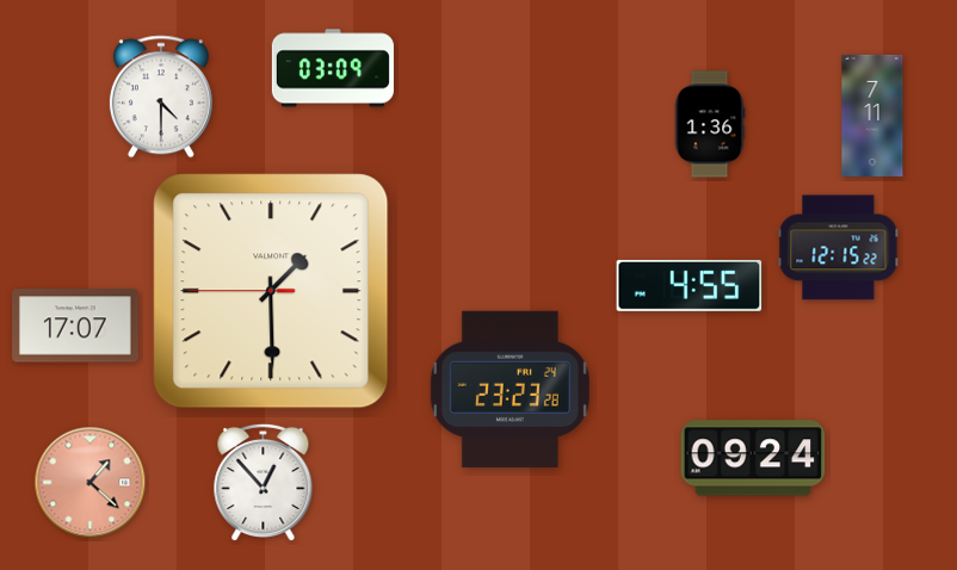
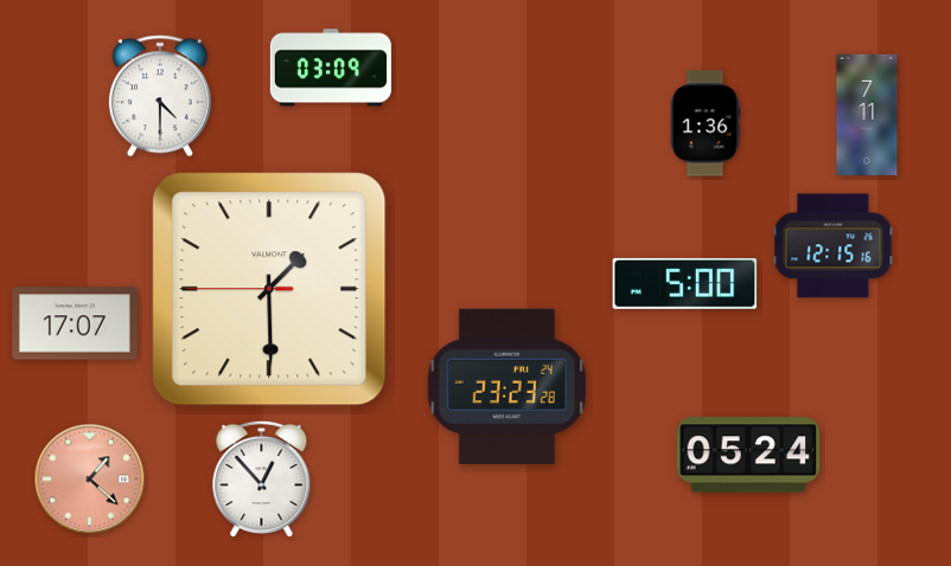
clock at (839, 248): 12:15:22 -> 12:15:16
clock at (690, 285): 4:55 -> 5:00
clock at (753, 458): 09:24 -> 05:24
